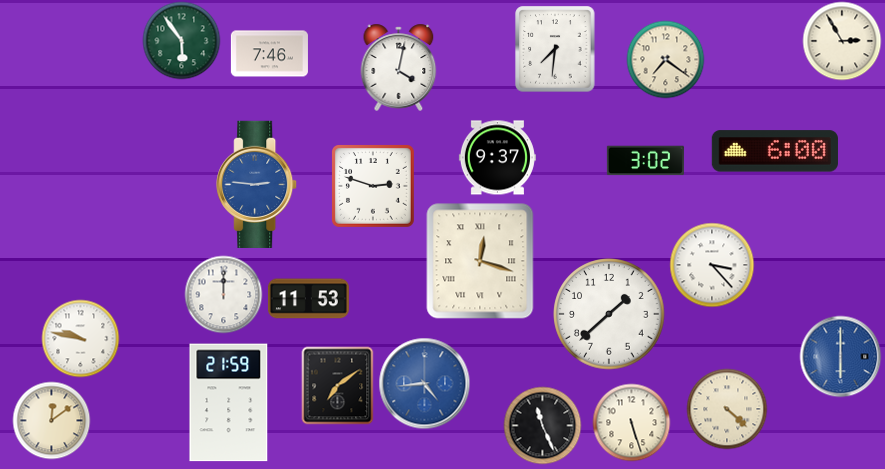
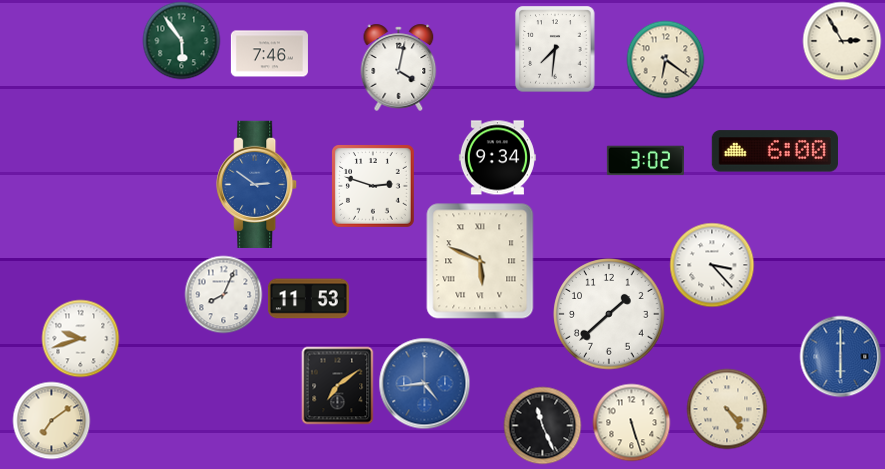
clock at (665, 59): 7:21 -> 6:21
clock at (497, 158): 9:37 -> 9:34
clock at (257, 184): 2:46 -> 2:51
clock at (480, 261): 12:18 -> 5:49
clock at (223, 294): 12:00 -> 8:04
clock at (80, 338): 9:47 -> 9:42
clock at (229, 403): 21:59 -> none
clock at (727, 409): 4:22 -> 4:24
clock at (51, 420): 12:09 -> 7:09
